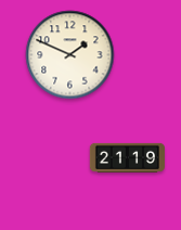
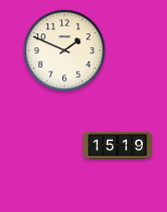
clock at (127, 157): 21:19 -> 15:19
